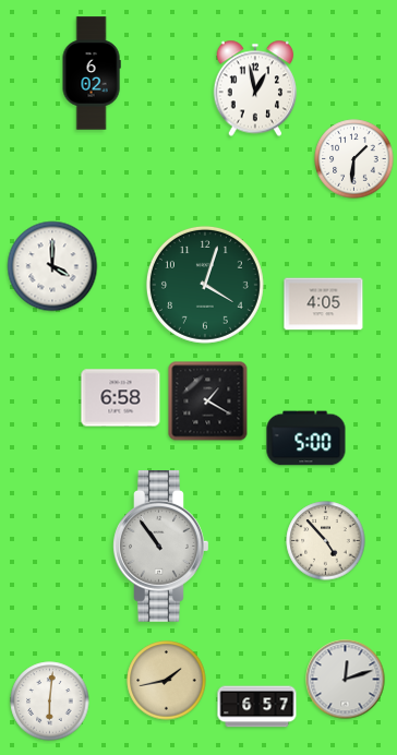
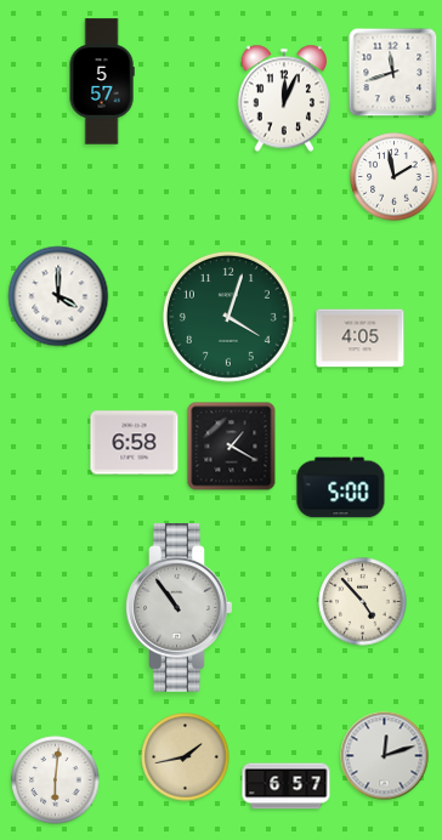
clock at (393, 73): none -> 11:42
clock at (92, 73): 6:02 -> 5:57
clock at (255, 88): 12:58 -> 12:04
clock at (354, 159): 1:31 -> 1:58
